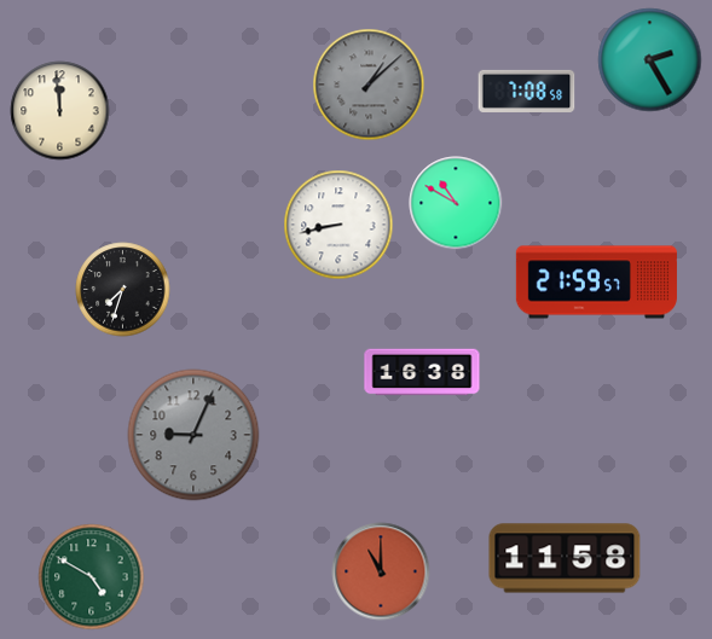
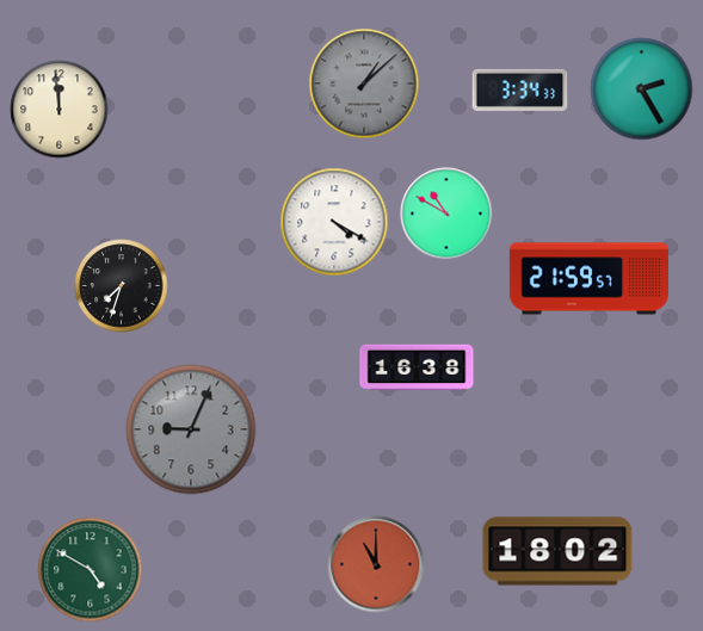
clock at (650, 60) position: (650, 60) -> (642, 89)
clock at (527, 91): 7:08 -> 3:34
clock at (456, 203) position: (456, 203) -> (446, 214)
clock at (338, 225): 8:43 -> 4:20
clock at (565, 558): 11:58 -> 18:02
